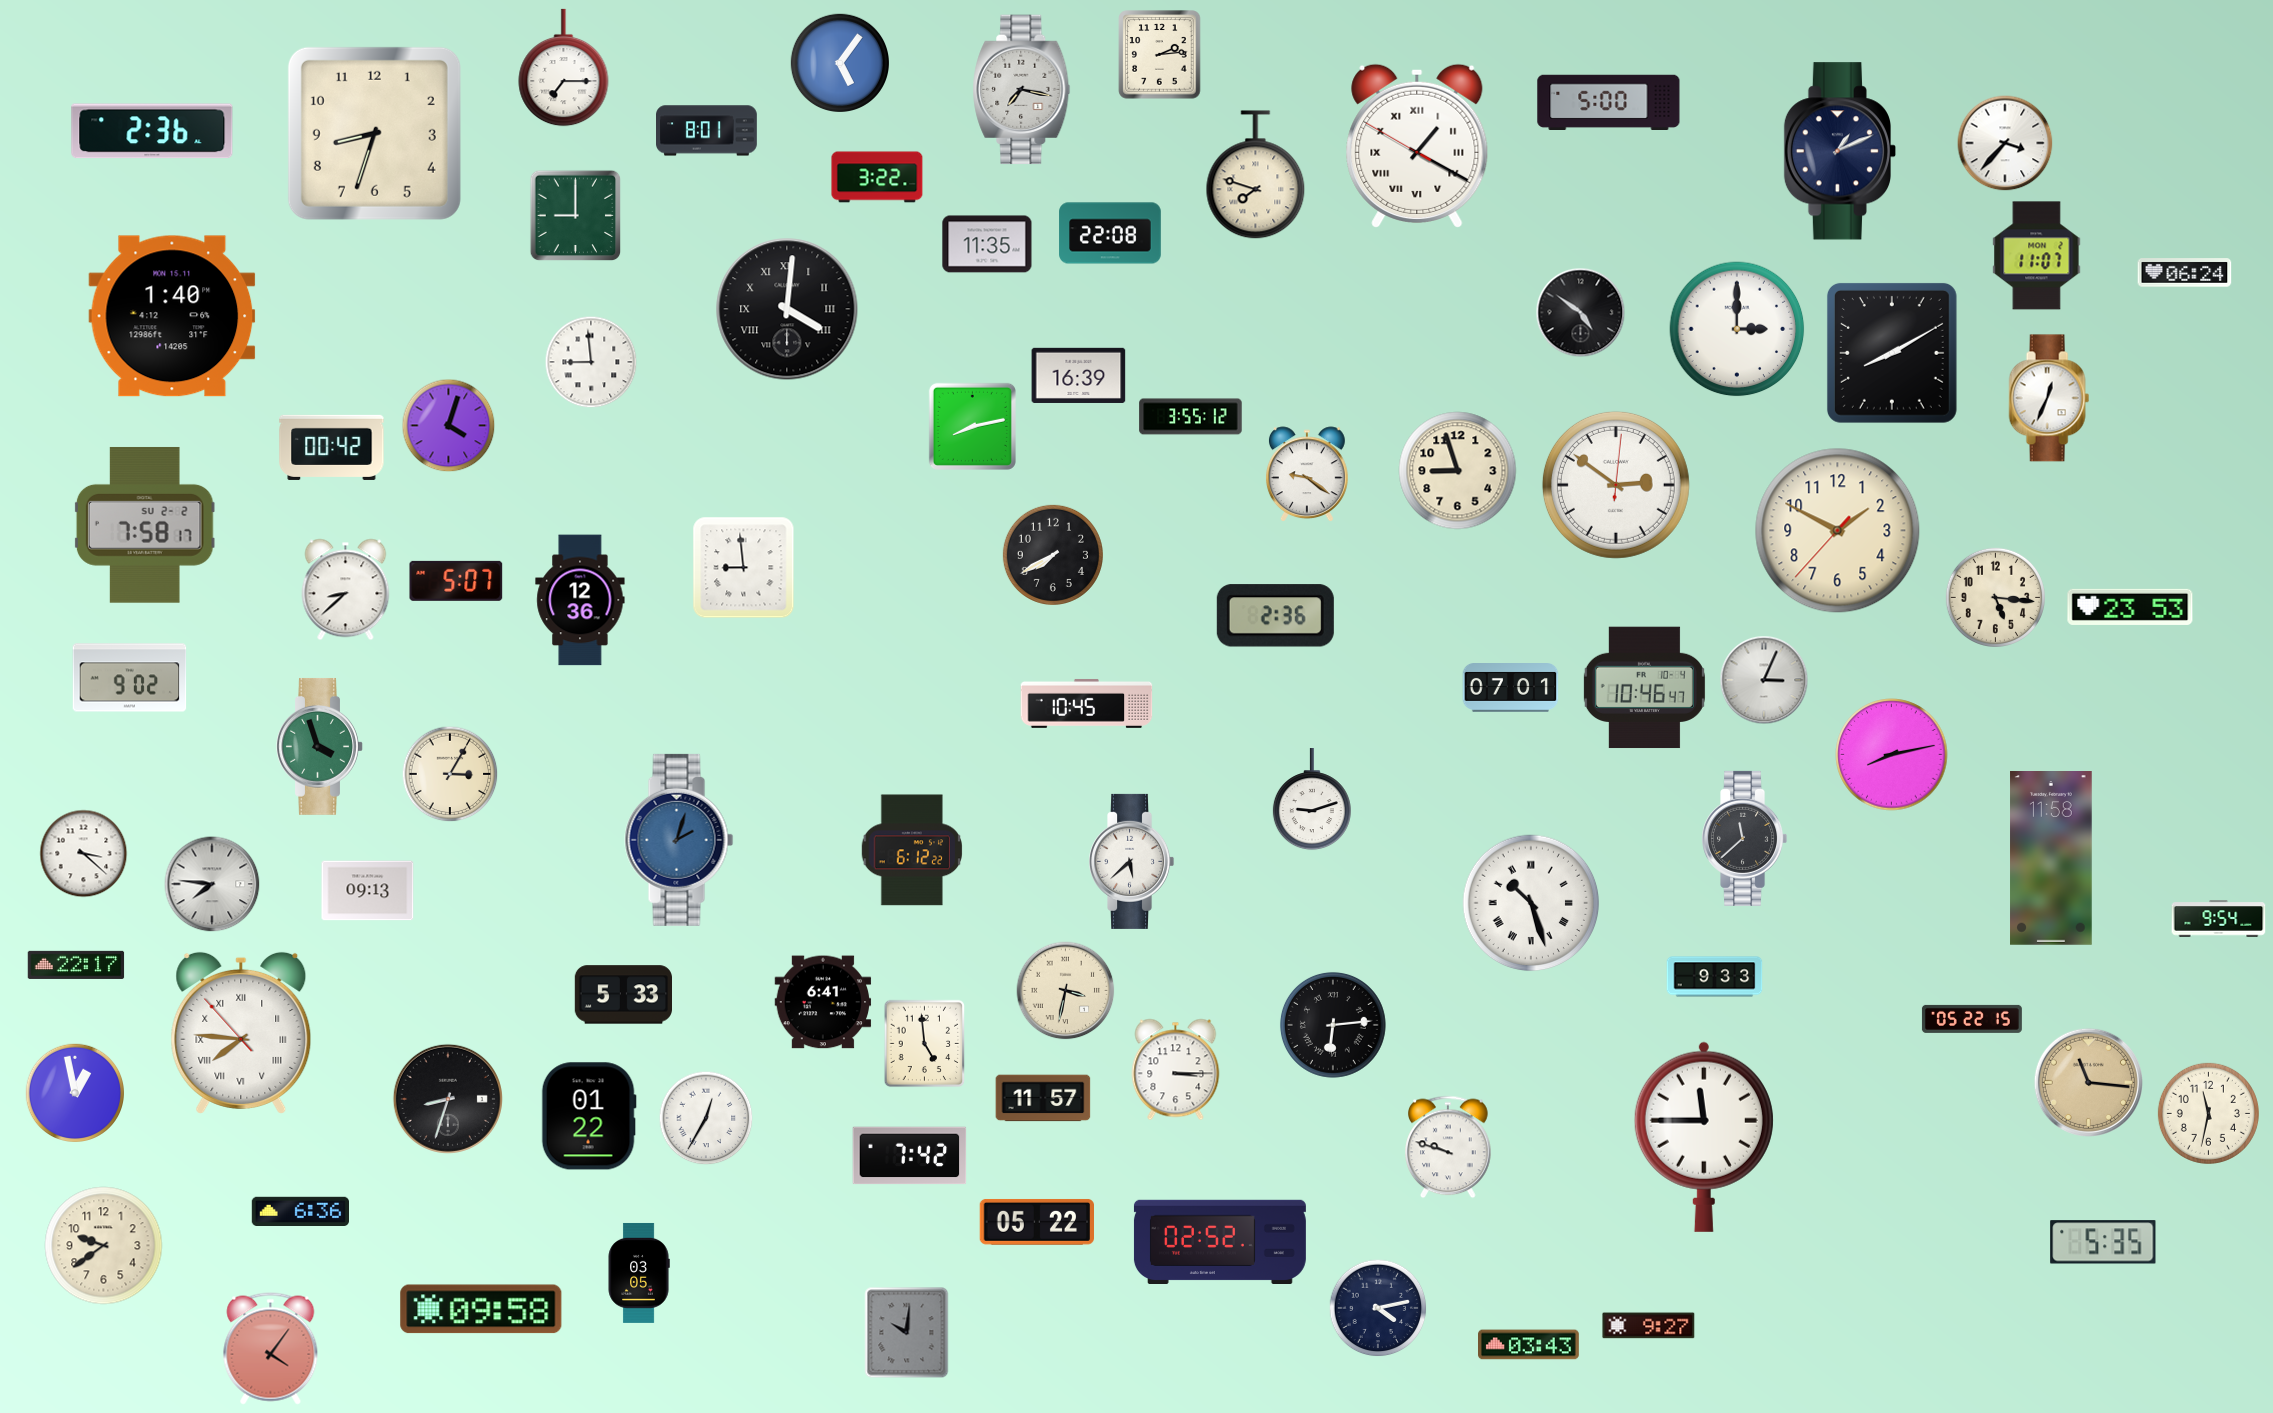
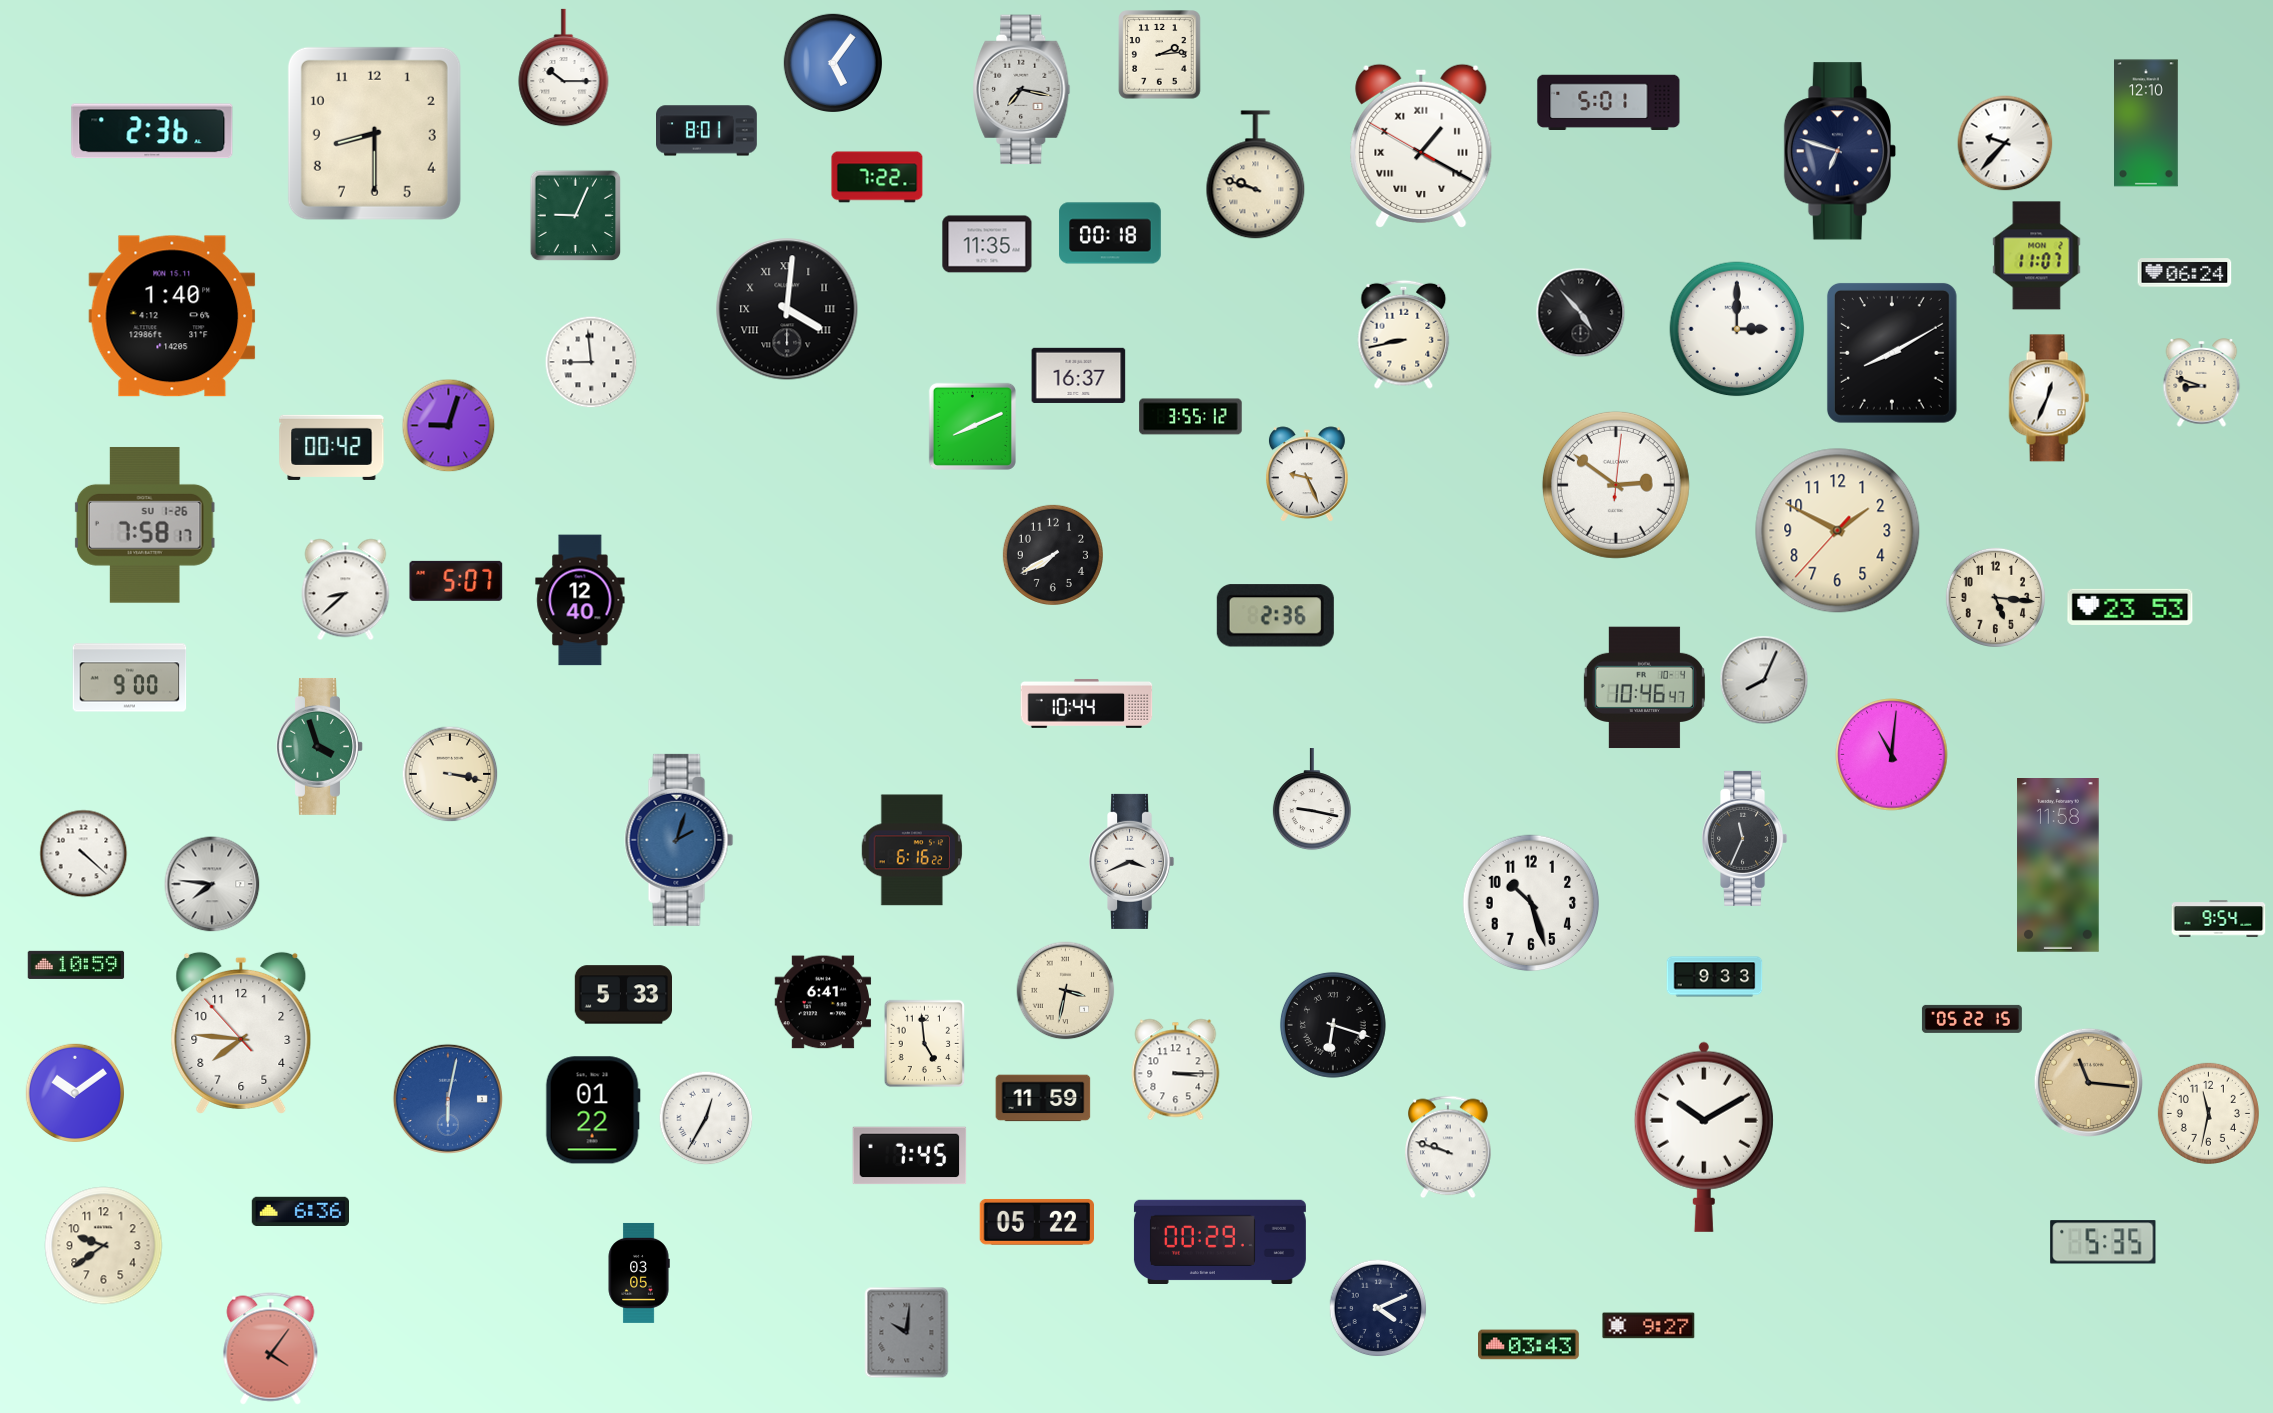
clock at (839, 62) position: (839, 62) -> (832, 62)
clock at (564, 68): 7:15 -> 10:15
clock at (1609, 102): 5:00 -> 5:01
clock at (2147, 123): none -> 12:10
clock at (374, 133): 8:33 -> 8:30
clock at (2005, 143): 3:37 -> 9:37
clock at (1417, 146) position: (1417, 146) -> (1421, 146)
clock at (1839, 151): 1:11 -> 6:48
clock at (1256, 175): 7:48 -> 9:48
clock at (877, 177): 3:22 -> 7:22
clock at (576, 216): 9:00 -> 9:04
clock at (1110, 233): 22:08 -> 00:18
clock at (1581, 313): 4:51 -> 4:53
clock at (1404, 334): none -> 8:43
clock at (1079, 375): 16:39 -> 16:37
clock at (2202, 383): none -> 8:48
clock at (449, 426): 4:03 -> 9:03
clock at (972, 426): 8:13 -> 8:11
clock at (1458, 471): 8:57 -> none
clock at (1307, 475): 9:21 -> 9:26
clock at (145, 525) date: SU 2-2 -> SU 1-26
clock at (744, 568): 8:59 -> none
clock at (580, 600): 12:36 -> 12:40
clock at (130, 678): 9:02 -> 9:00
clock at (1764, 680): 3:04 -> 8:04
clock at (1511, 688): 07:01 -> none
clock at (1087, 703): 10:45 -> 10:44
clock at (1892, 755): 8:13 -> 11:01
clock at (450, 774): 3:05 -> 3:17
clock at (1312, 800): 9:12 -> 9:17
clock at (1745, 838): 11:38 -> 11:34
clock at (911, 850): 6:12 -> 6:16
clock at (84, 854): 3:22 -> 4:22
clock at (2051, 859) position: (2051, 859) -> (2058, 866)
clock at (1132, 861): 5:38 -> 3:41
clock at (368, 891): 09:13 -> none
clock at (1531, 903) numerals: Roman -> Arabic
clock at (76, 965): 22:17 -> 10:59
clock at (1333, 1025): 6:14 -> 6:18
clock at (241, 1033) numerals: Roman -> Arabic
clock at (74, 1092): 12:58 -> 10:09
clock at (1043, 1098): 11:57 -> 11:59
clock at (448, 1099): 8:33 -> 6:02
clock at (448, 1099) dial: black -> blue
clock at (589, 1116) position: (589, 1116) -> (593, 1110)
clock at (1704, 1137): 11:45 -> 10:10
clock at (910, 1156): 7:42 -> 7:45
clock at (1220, 1241): 02:52 -> 00:29
clock at (1378, 1308): 4:13 -> 4:11
clock at (481, 1309): 09:58 -> none
